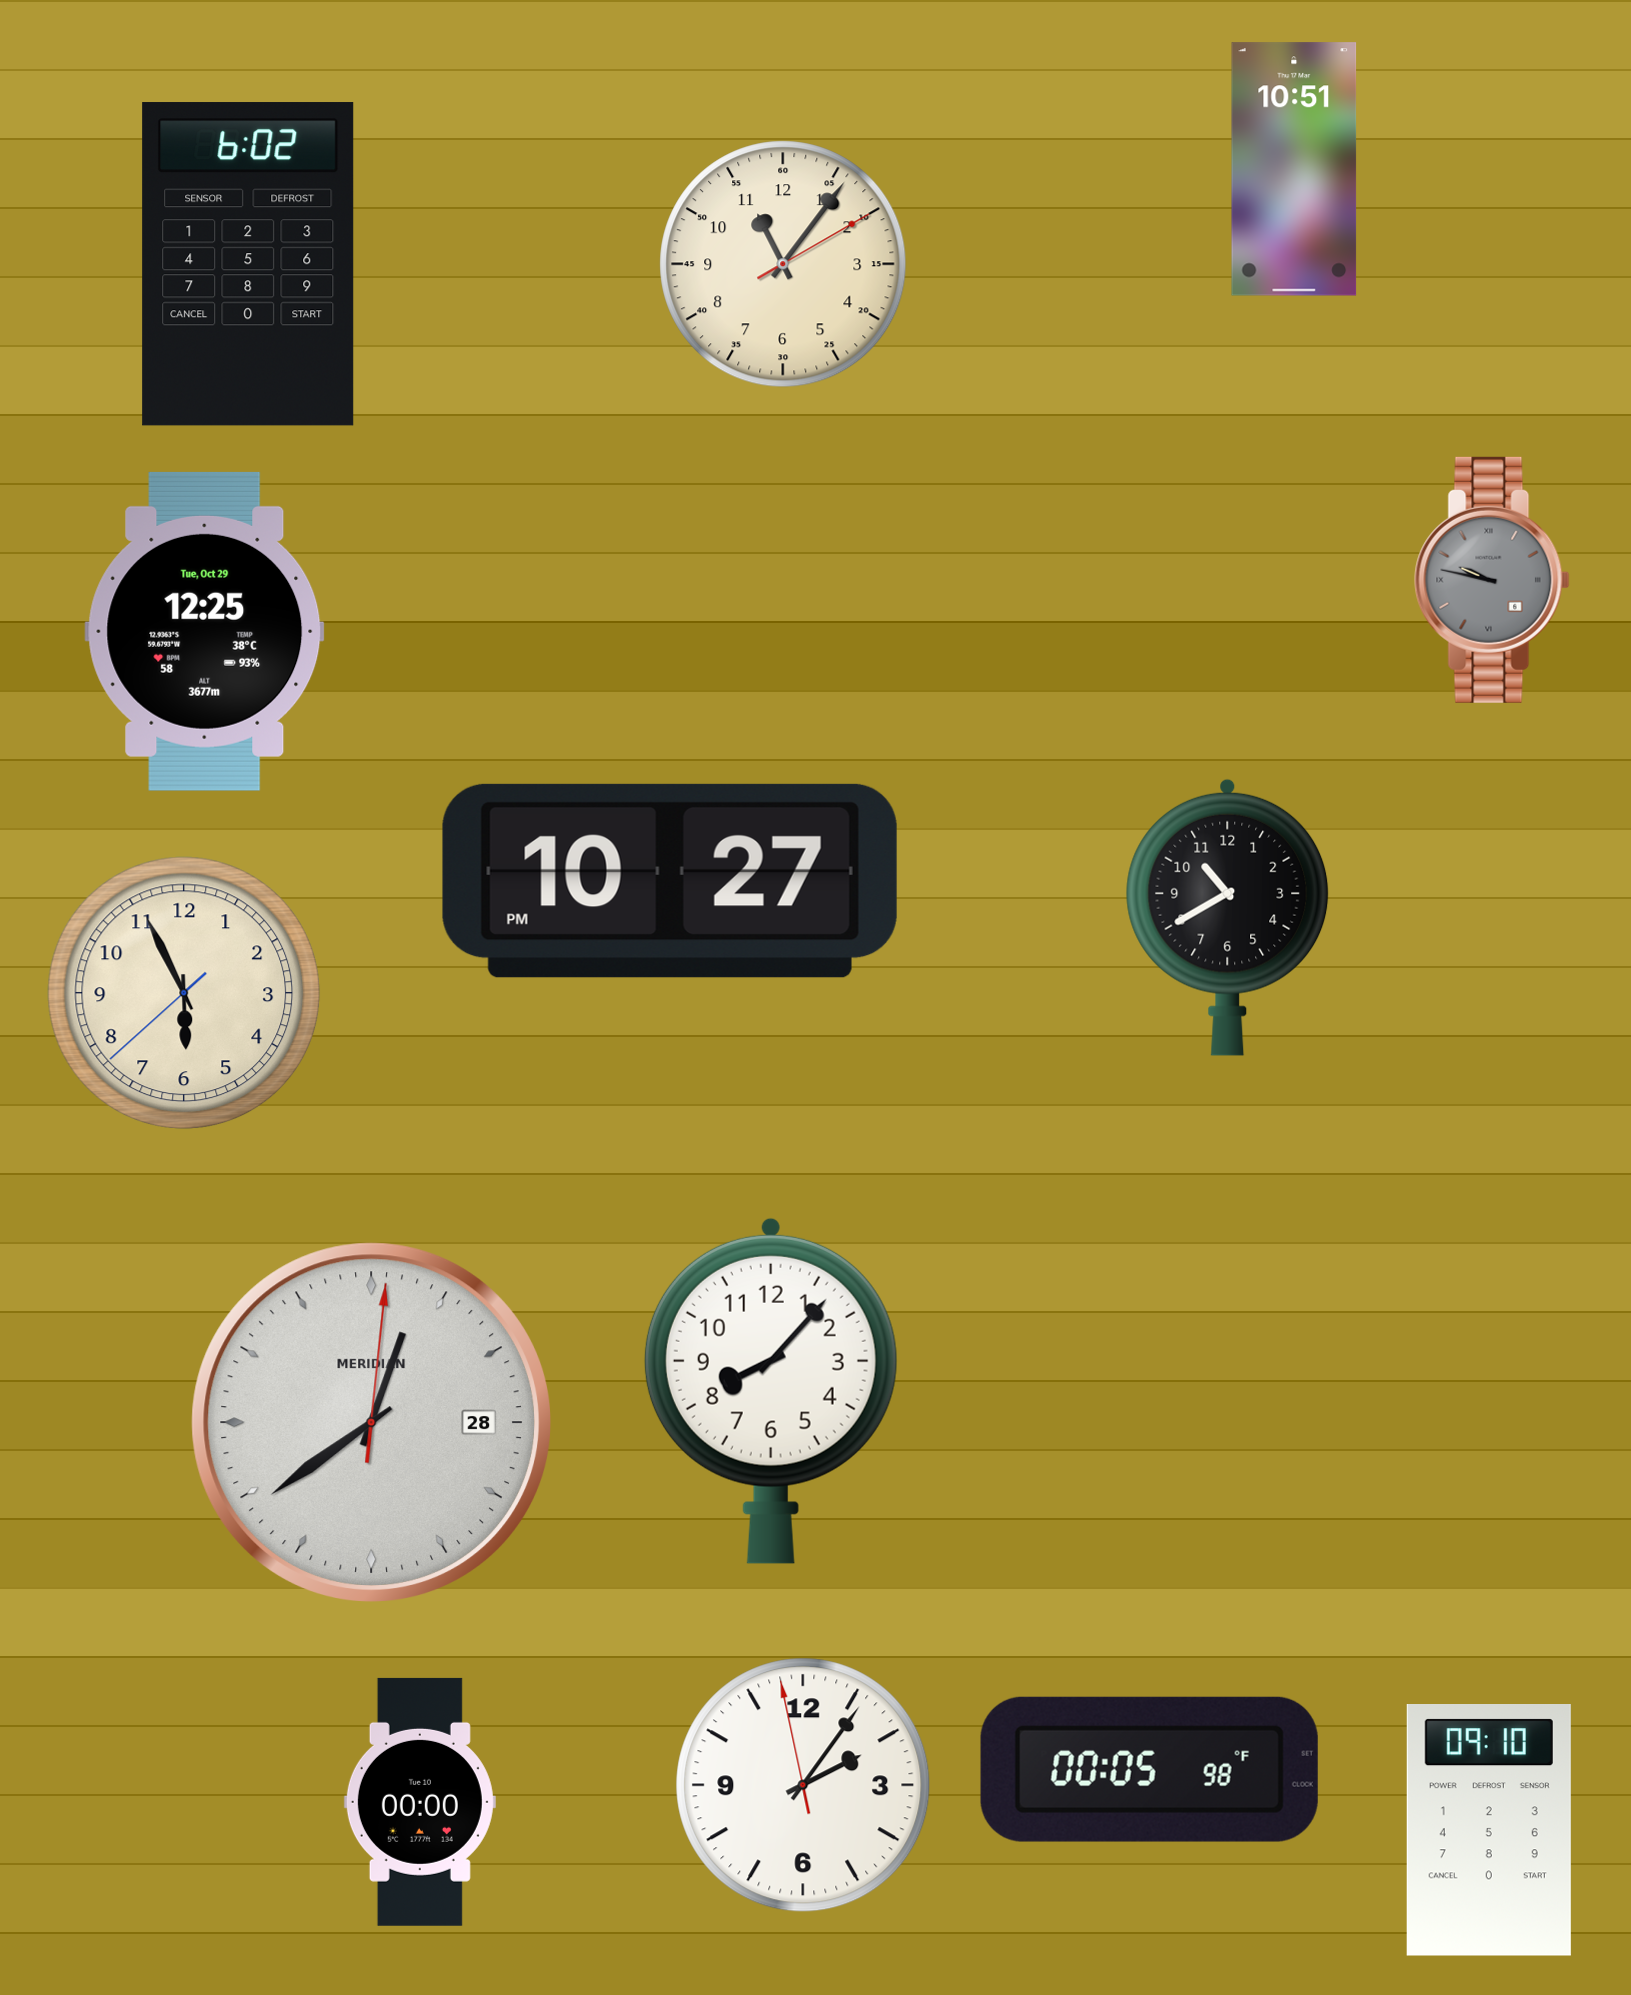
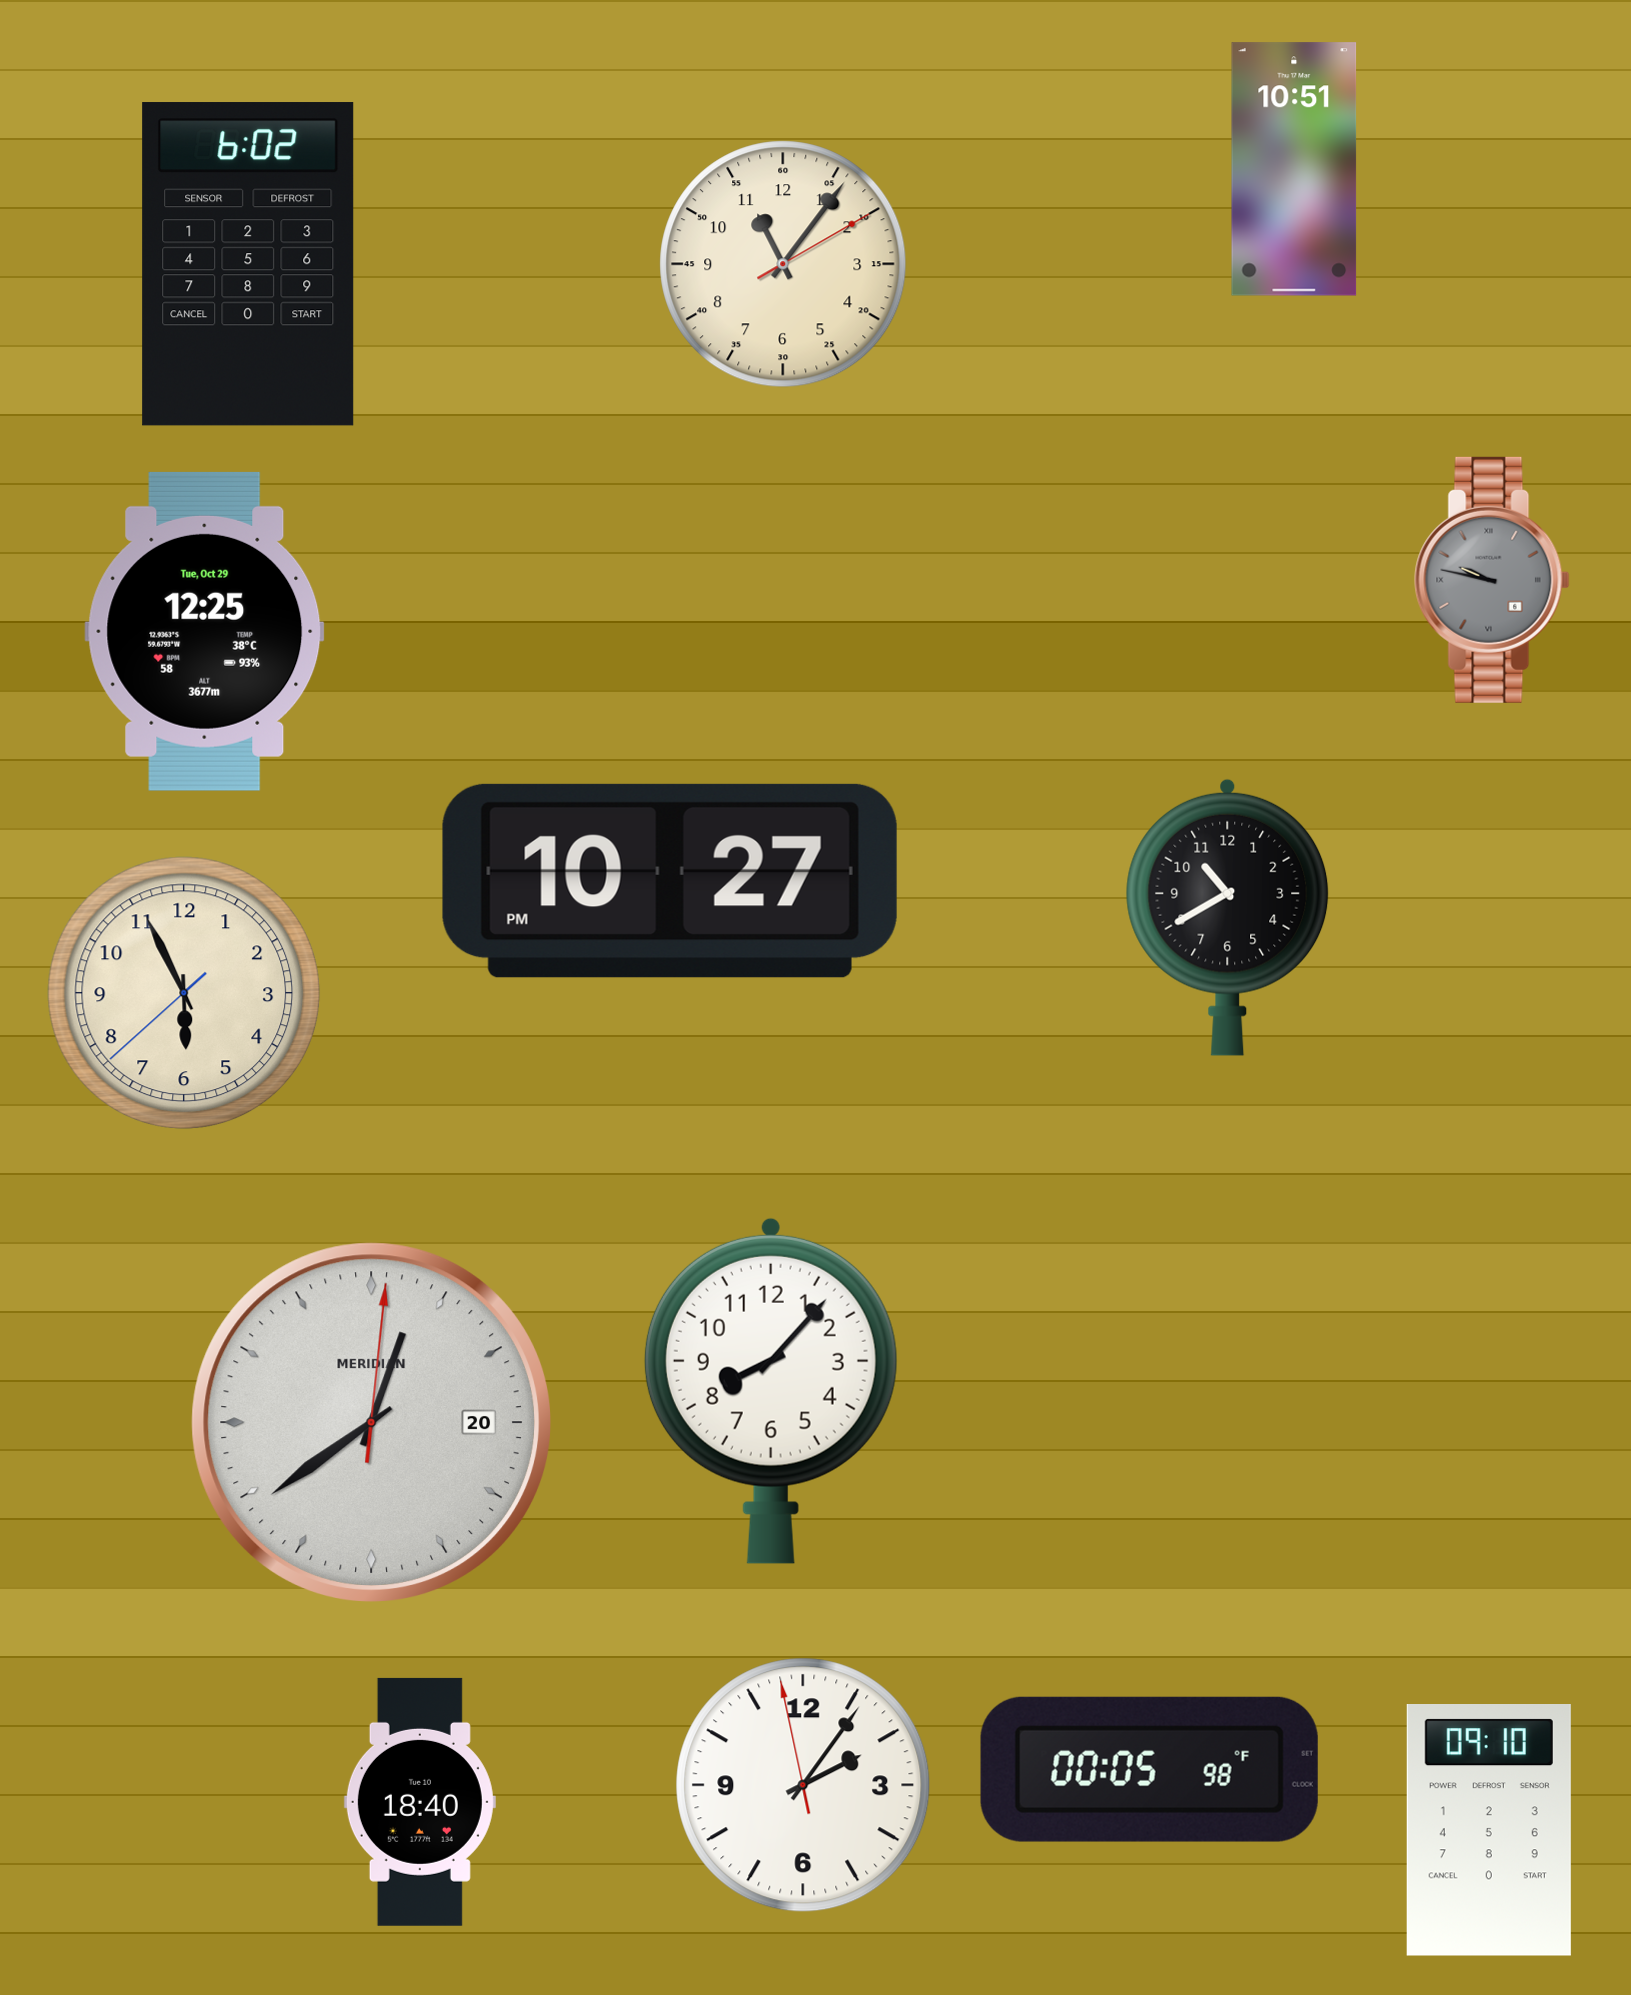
clock at (371, 1422) date: 28 -> 20
clock at (420, 1802): 00:00 -> 18:40
